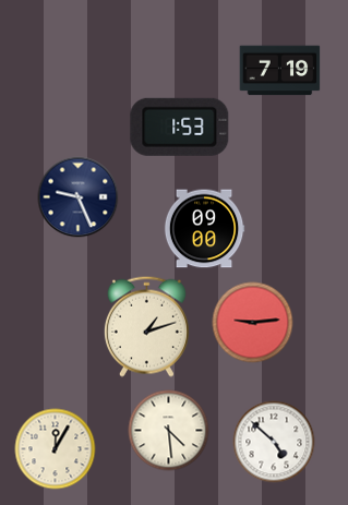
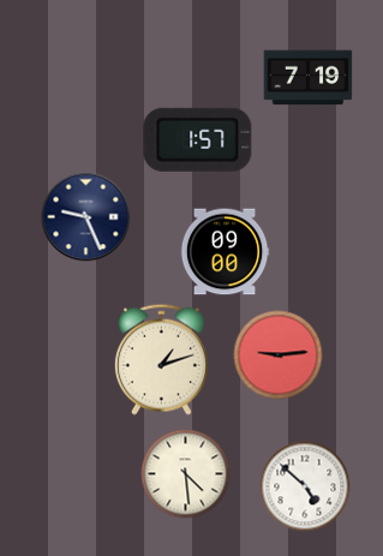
clock at (180, 127): 1:53 -> 1:57
clock at (274, 442) position: (274, 442) -> (305, 486)
clock at (56, 449): 12:05 -> none
